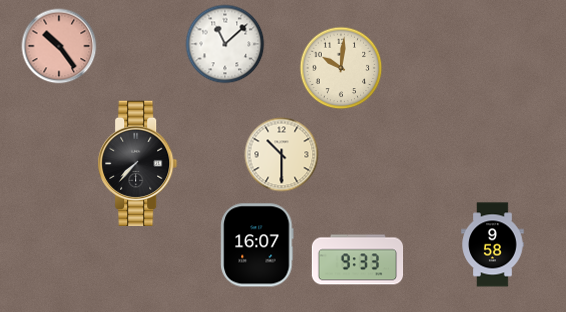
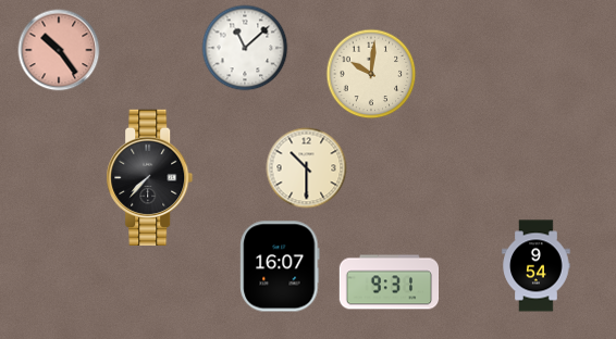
clock at (59, 46) position: (59, 46) -> (59, 50)
clock at (493, 245): 9:58 -> 9:54
clock at (358, 260): 9:33 -> 9:31
